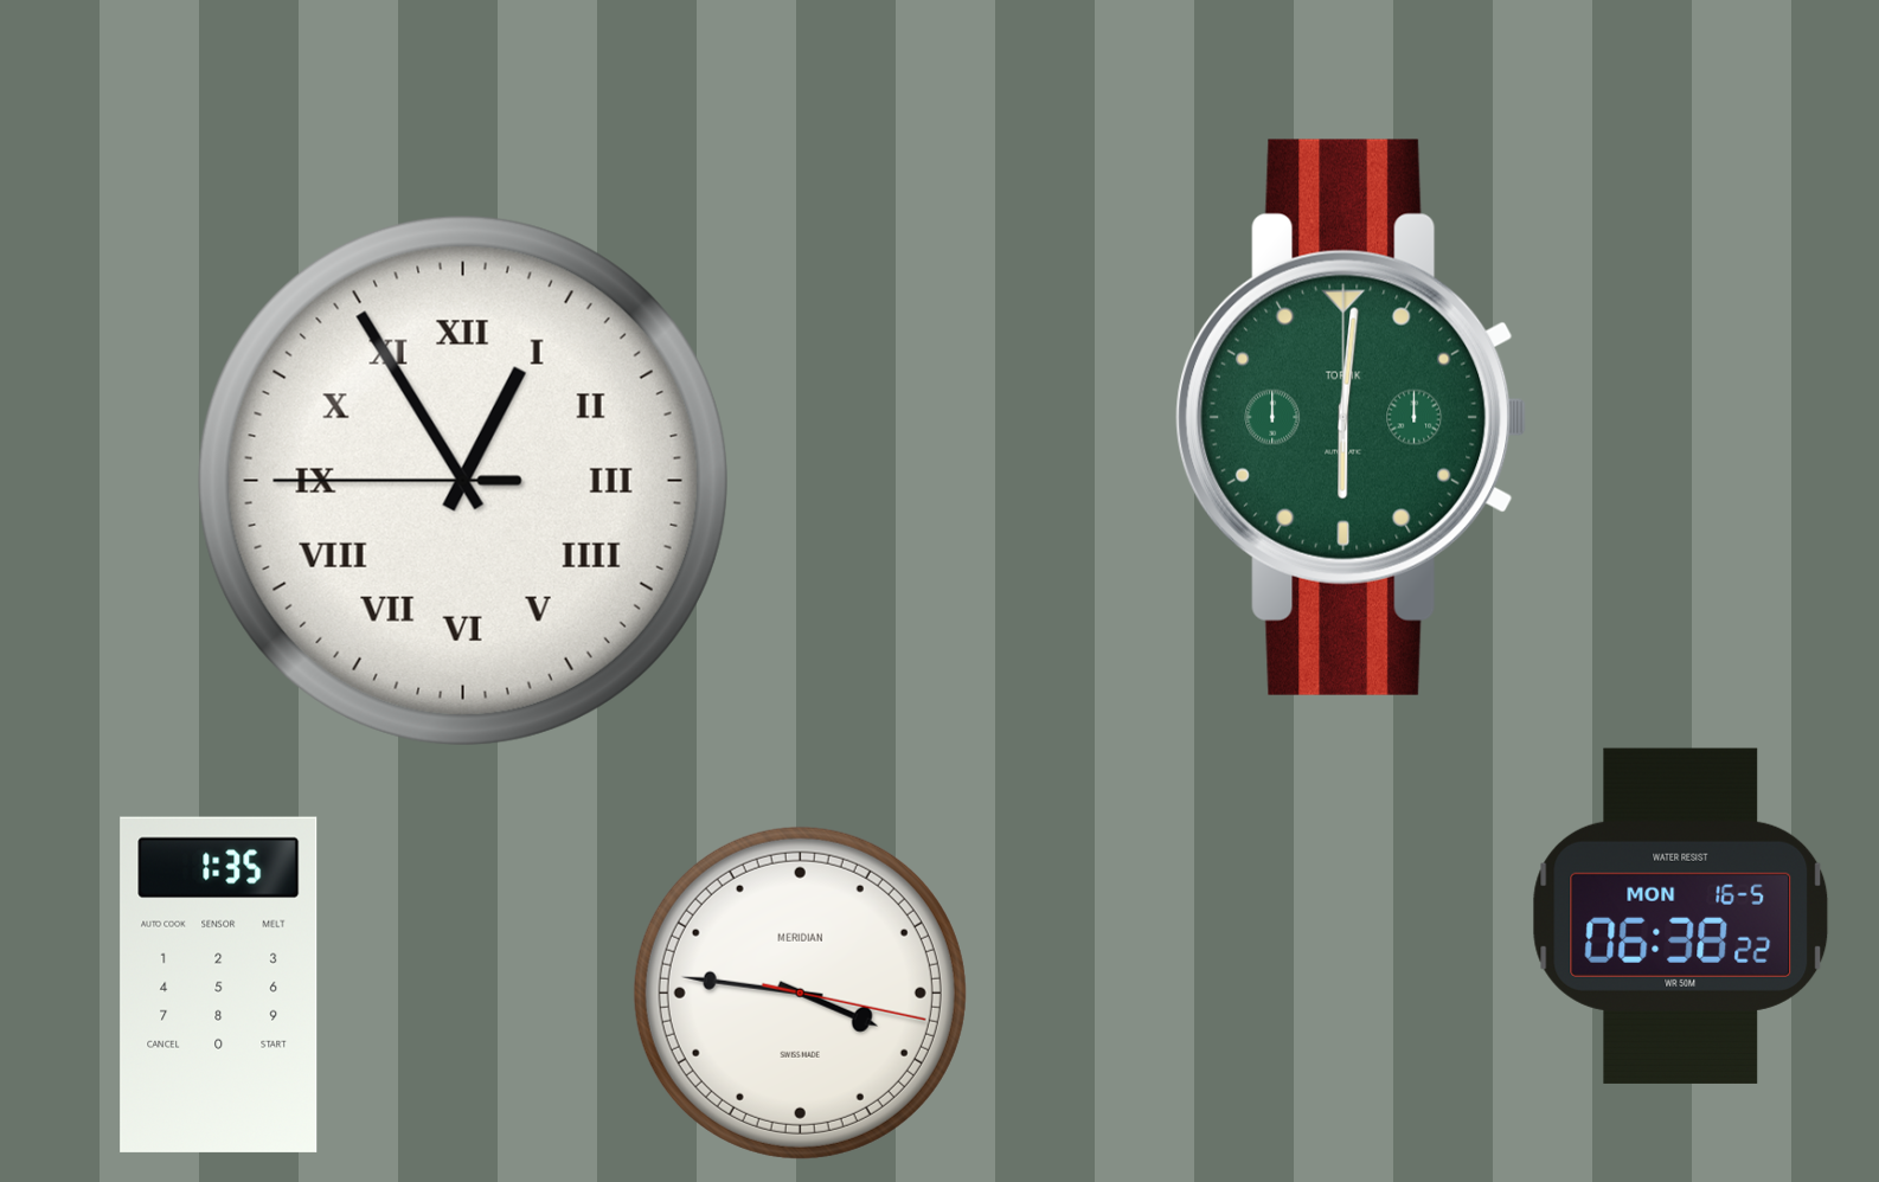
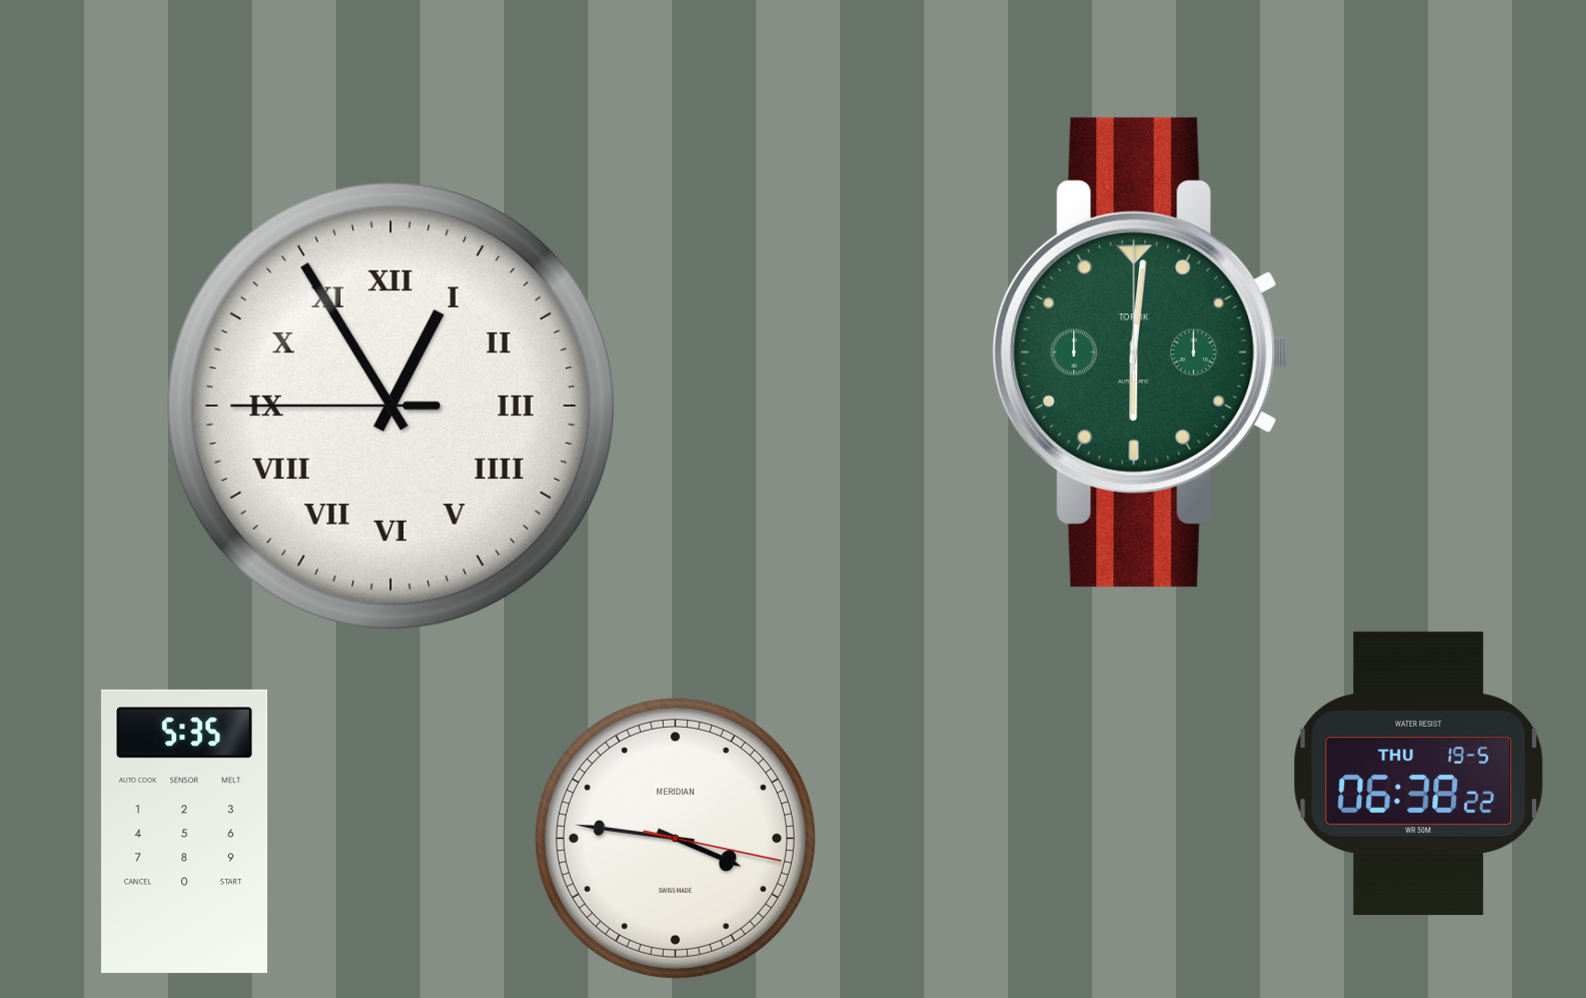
clock at (1681, 916) date: MON 16-5 -> THU 19-5
clock at (219, 984): 1:35 -> 5:35
